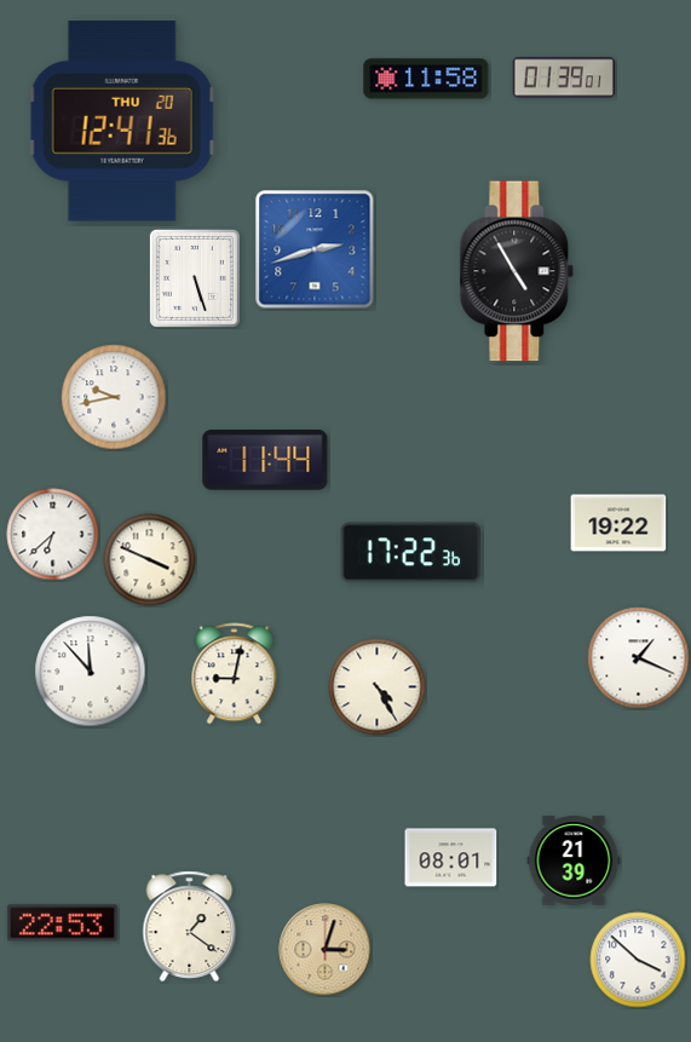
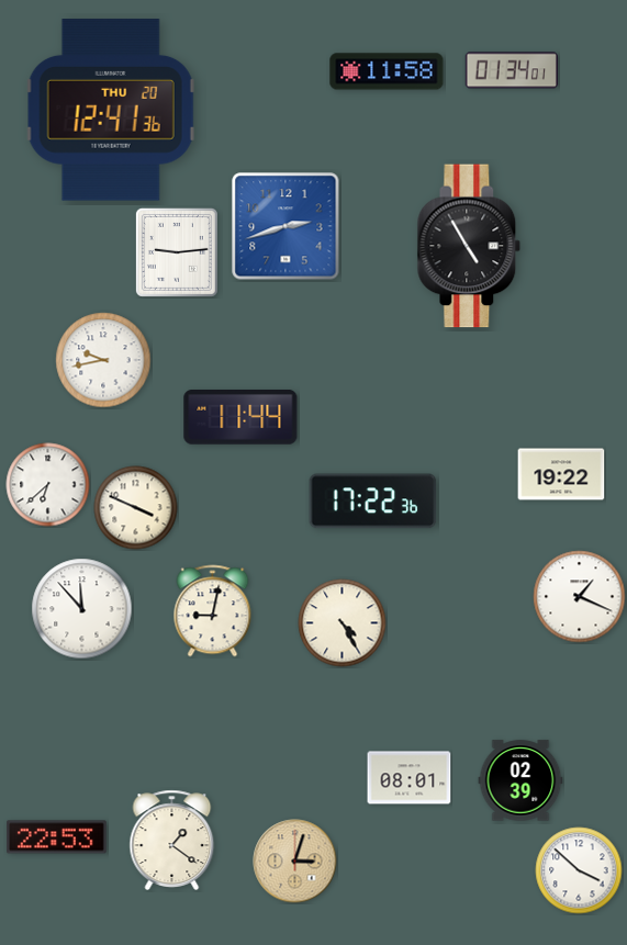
clock at (564, 77): 01:39 -> 01:34
clock at (195, 278): 5:27 -> 9:14
clock at (574, 860): 21:39 -> 02:39
